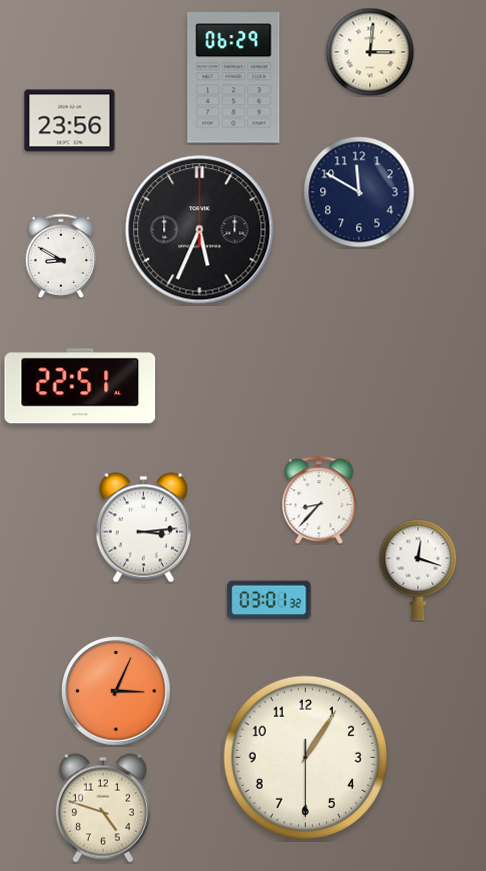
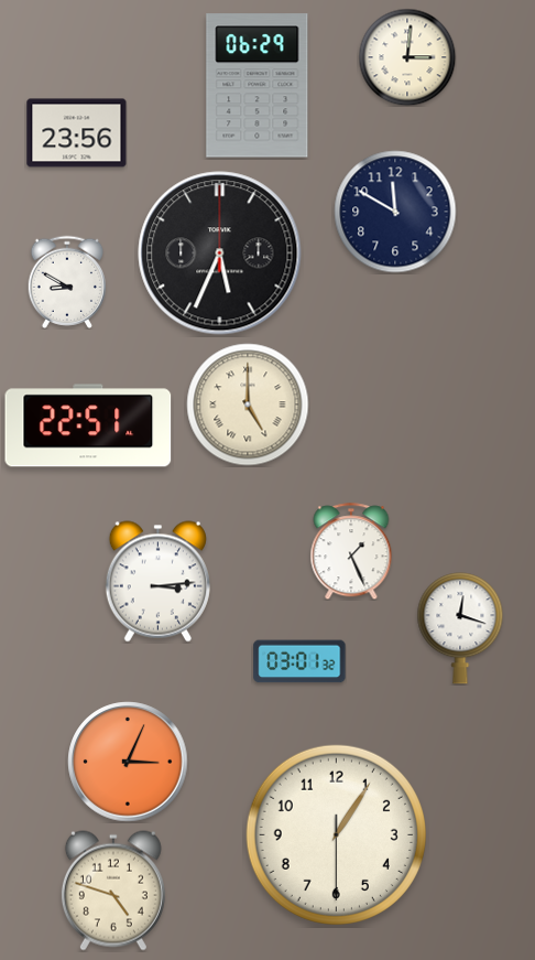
clock at (248, 405): none -> 5:00
clock at (319, 500): 8:37 -> 1:26
clock at (269, 600) position: (269, 600) -> (299, 661)
